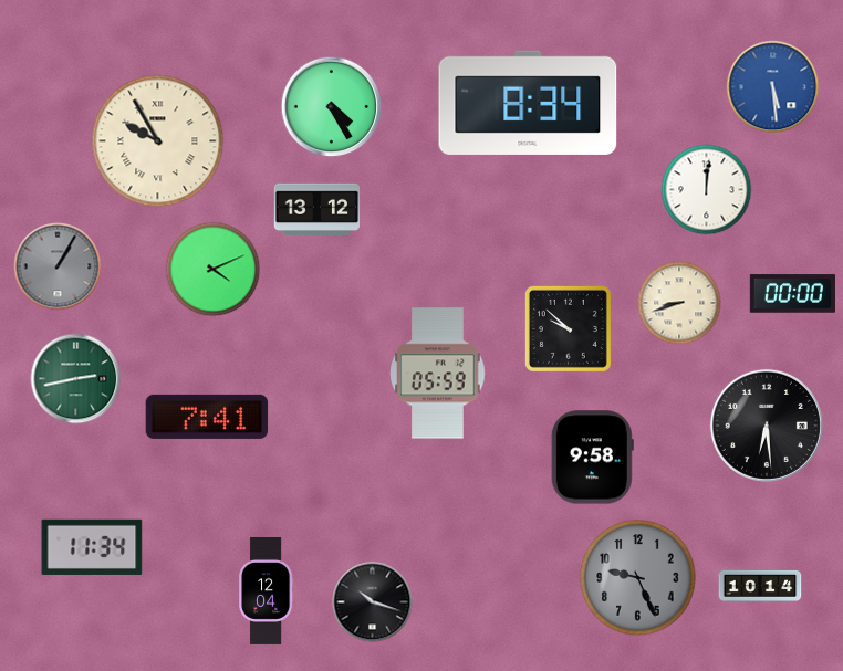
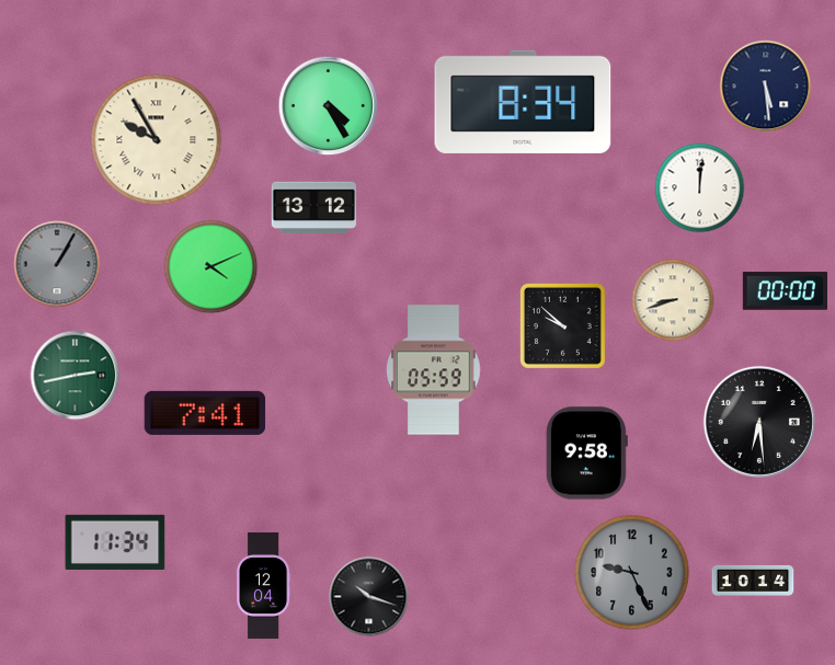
clock at (773, 87) dial: blue -> navy
clock at (92, 547) position: (92, 547) -> (115, 542)
